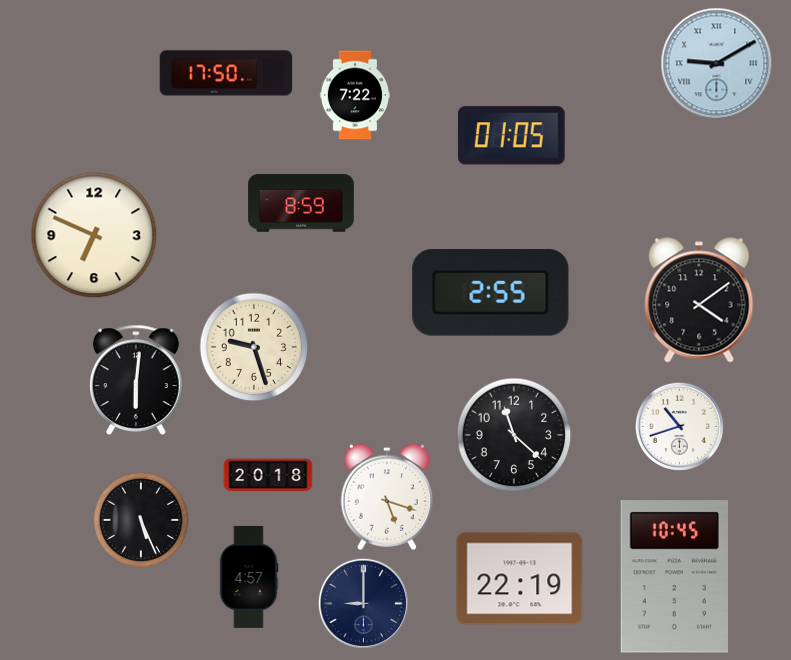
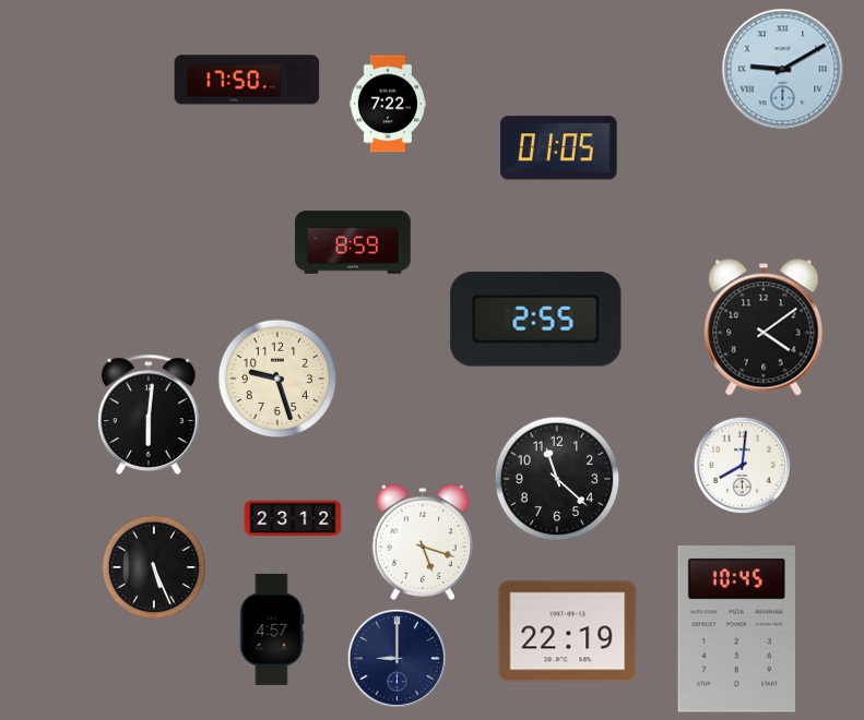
clock at (301, 203) position: (301, 203) -> (353, 242)
clock at (94, 235): 6:49 -> none
clock at (679, 426): 10:42 -> 8:01
clock at (514, 435) position: (514, 435) -> (557, 479)
clock at (268, 475): 20:18 -> 23:12
